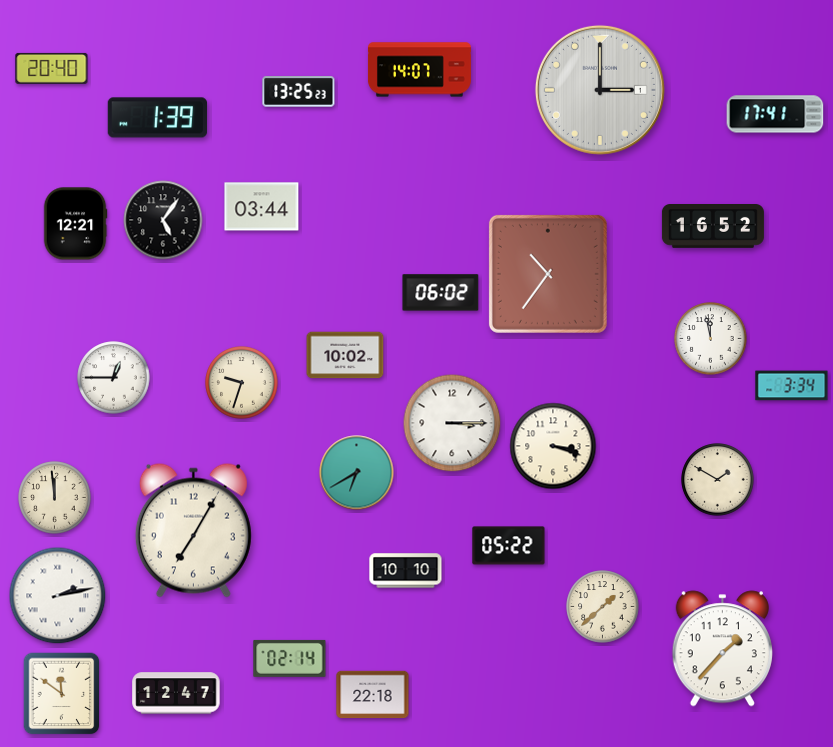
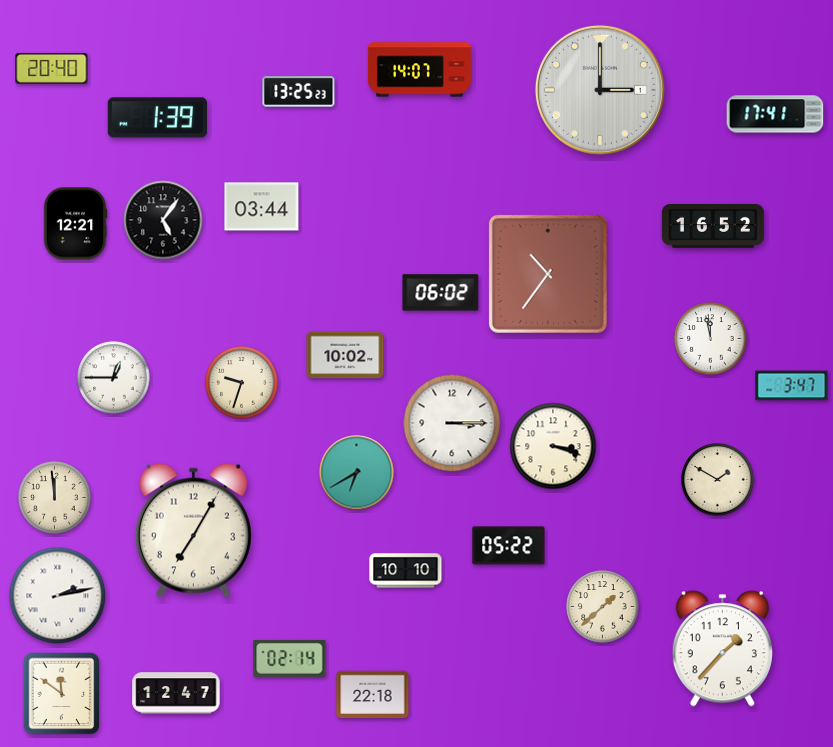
clock at (792, 386): 3:34 -> 3:47
